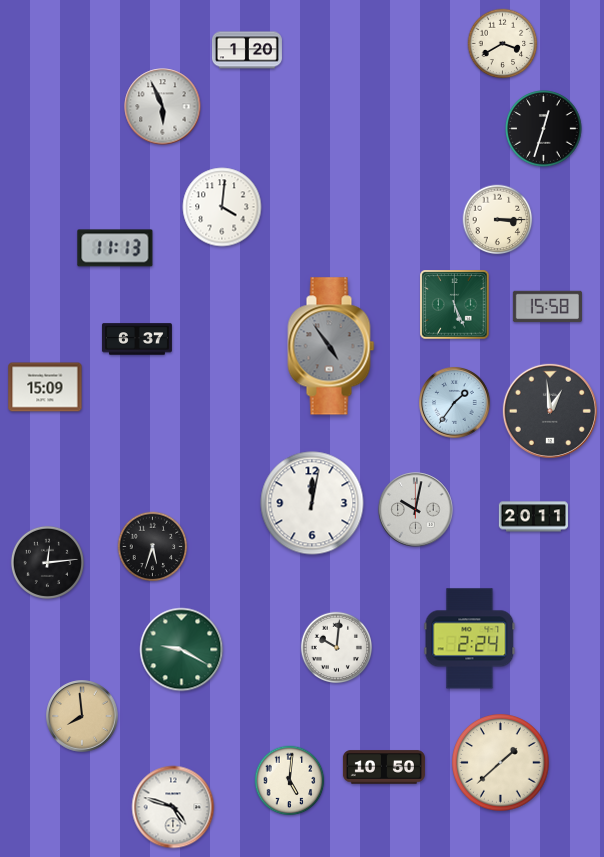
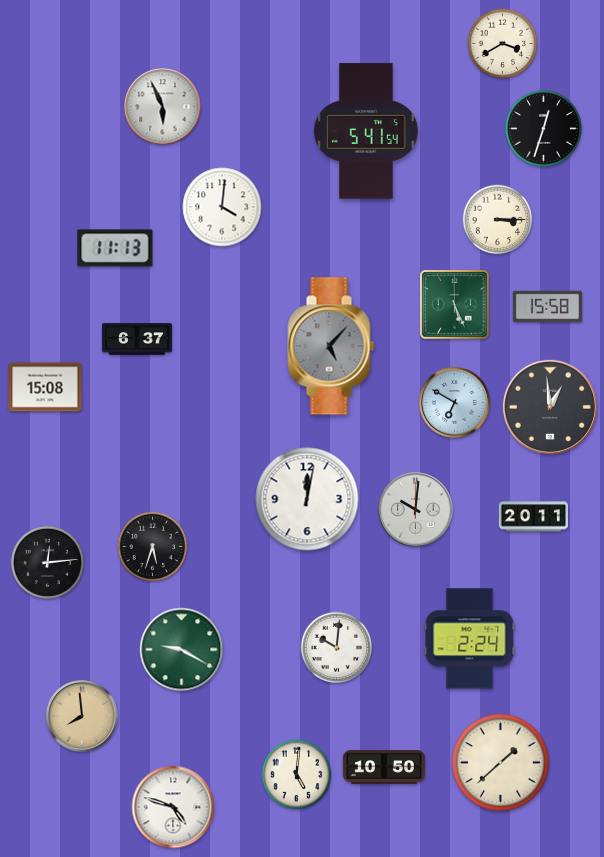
clock at (247, 50): 1:20 -> none
clock at (366, 131): none -> 5:41
clock at (331, 346): 4:54 -> 5:07
clock at (45, 387): 15:09 -> 15:08
clock at (455, 403): 1:36 -> 6:50
clock at (550, 411) position: (550, 411) -> (550, 407)
clock at (312, 503) position: (312, 503) -> (307, 499)
clock at (416, 510): 10:02 -> 10:01
clock at (290, 781) position: (290, 781) -> (297, 775)
